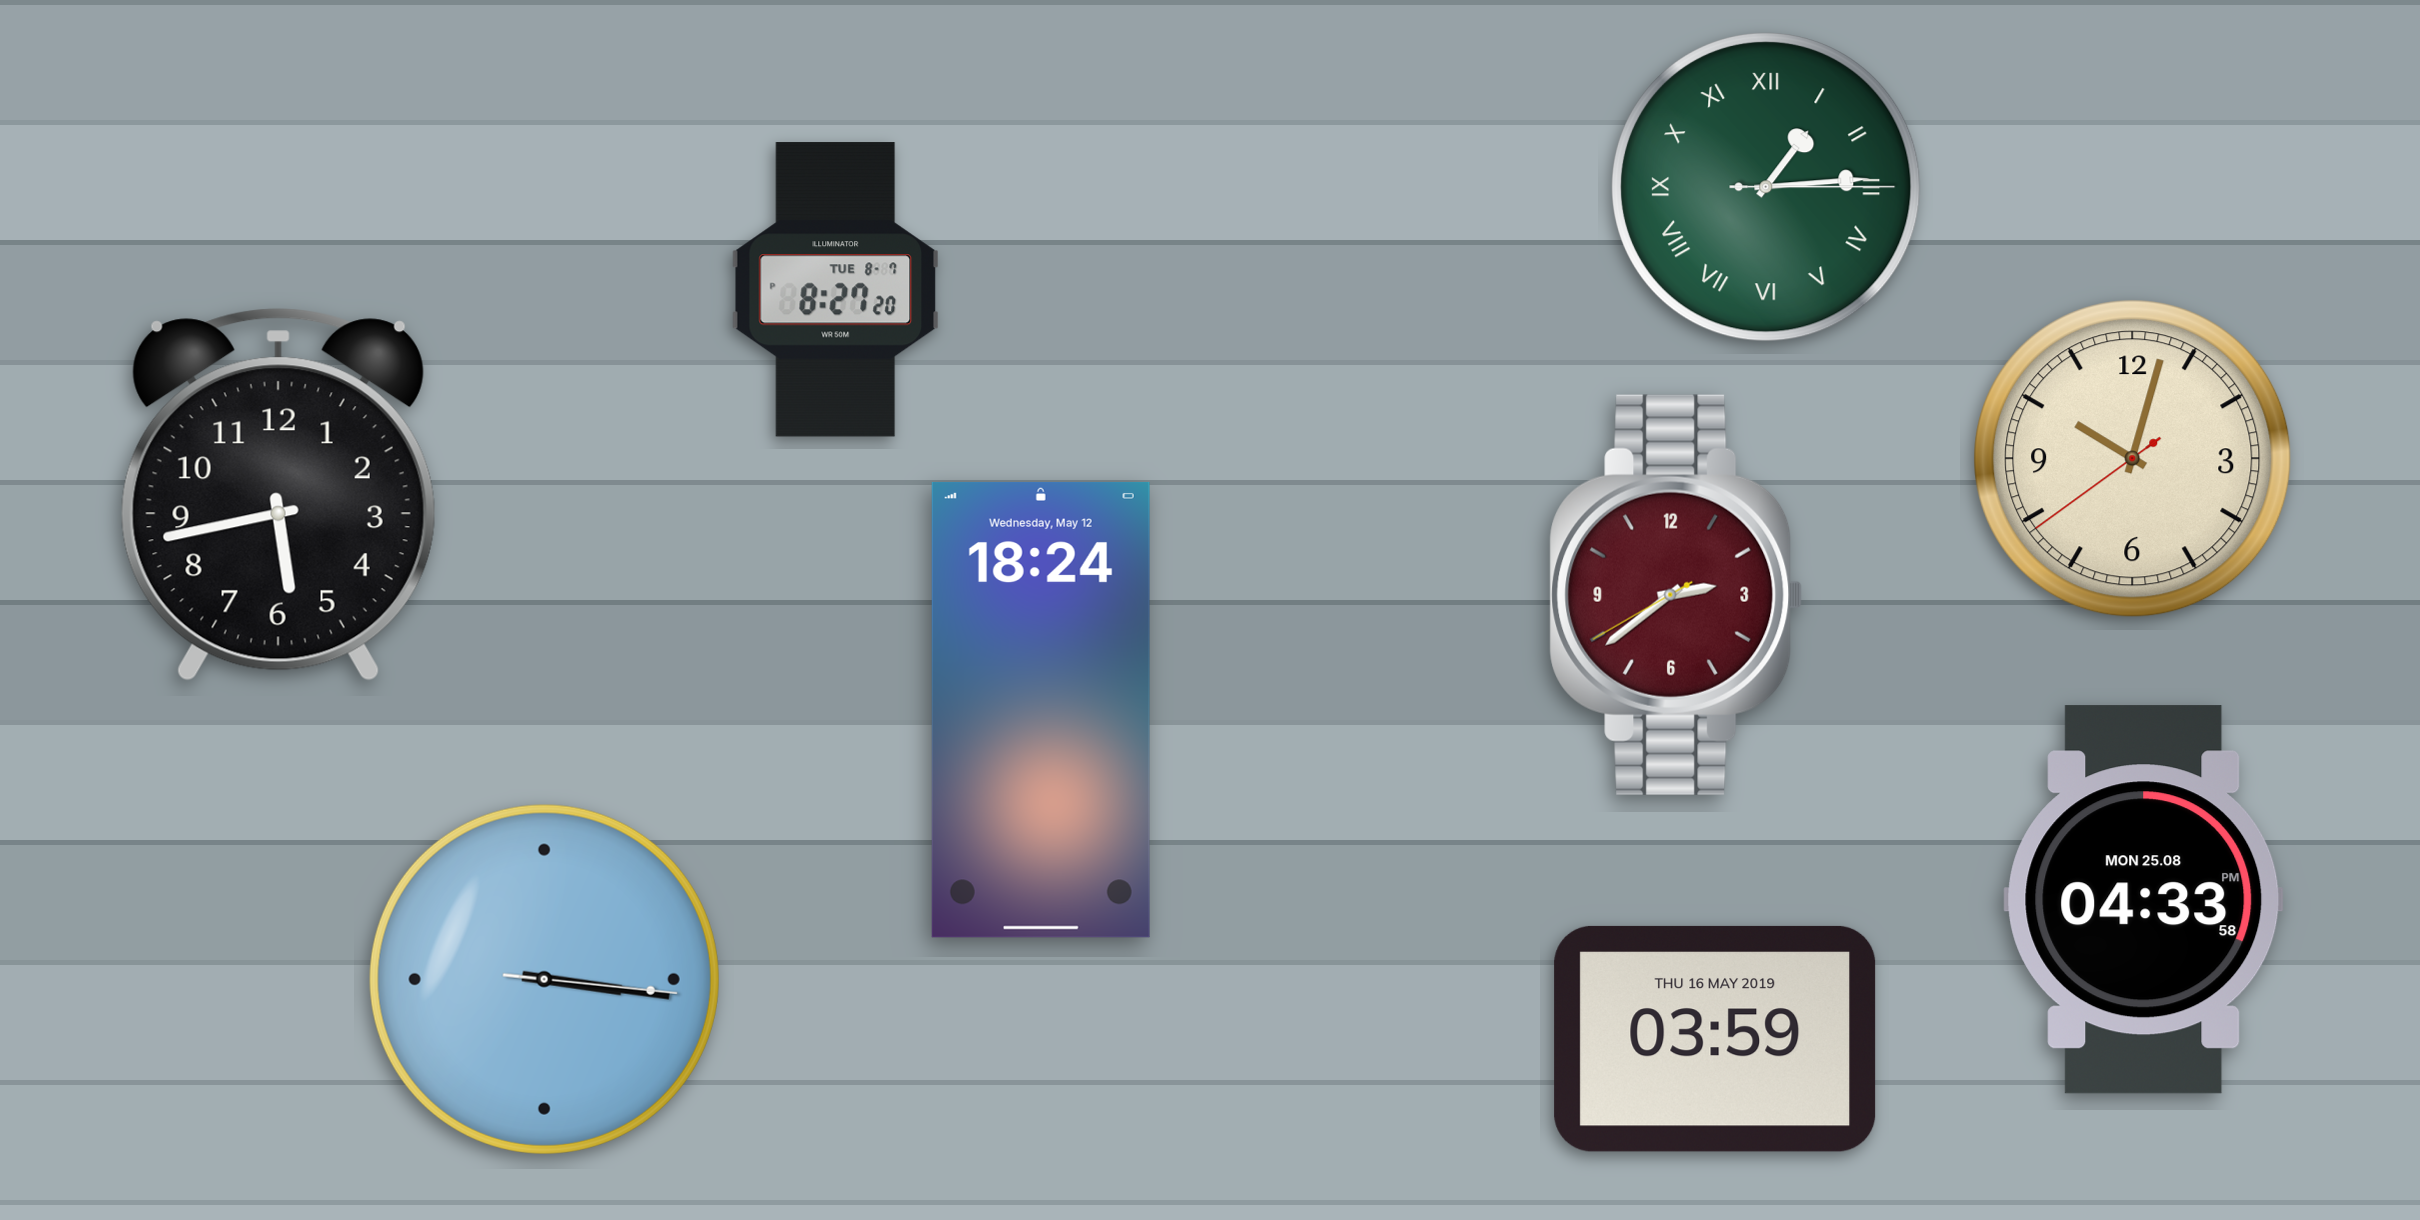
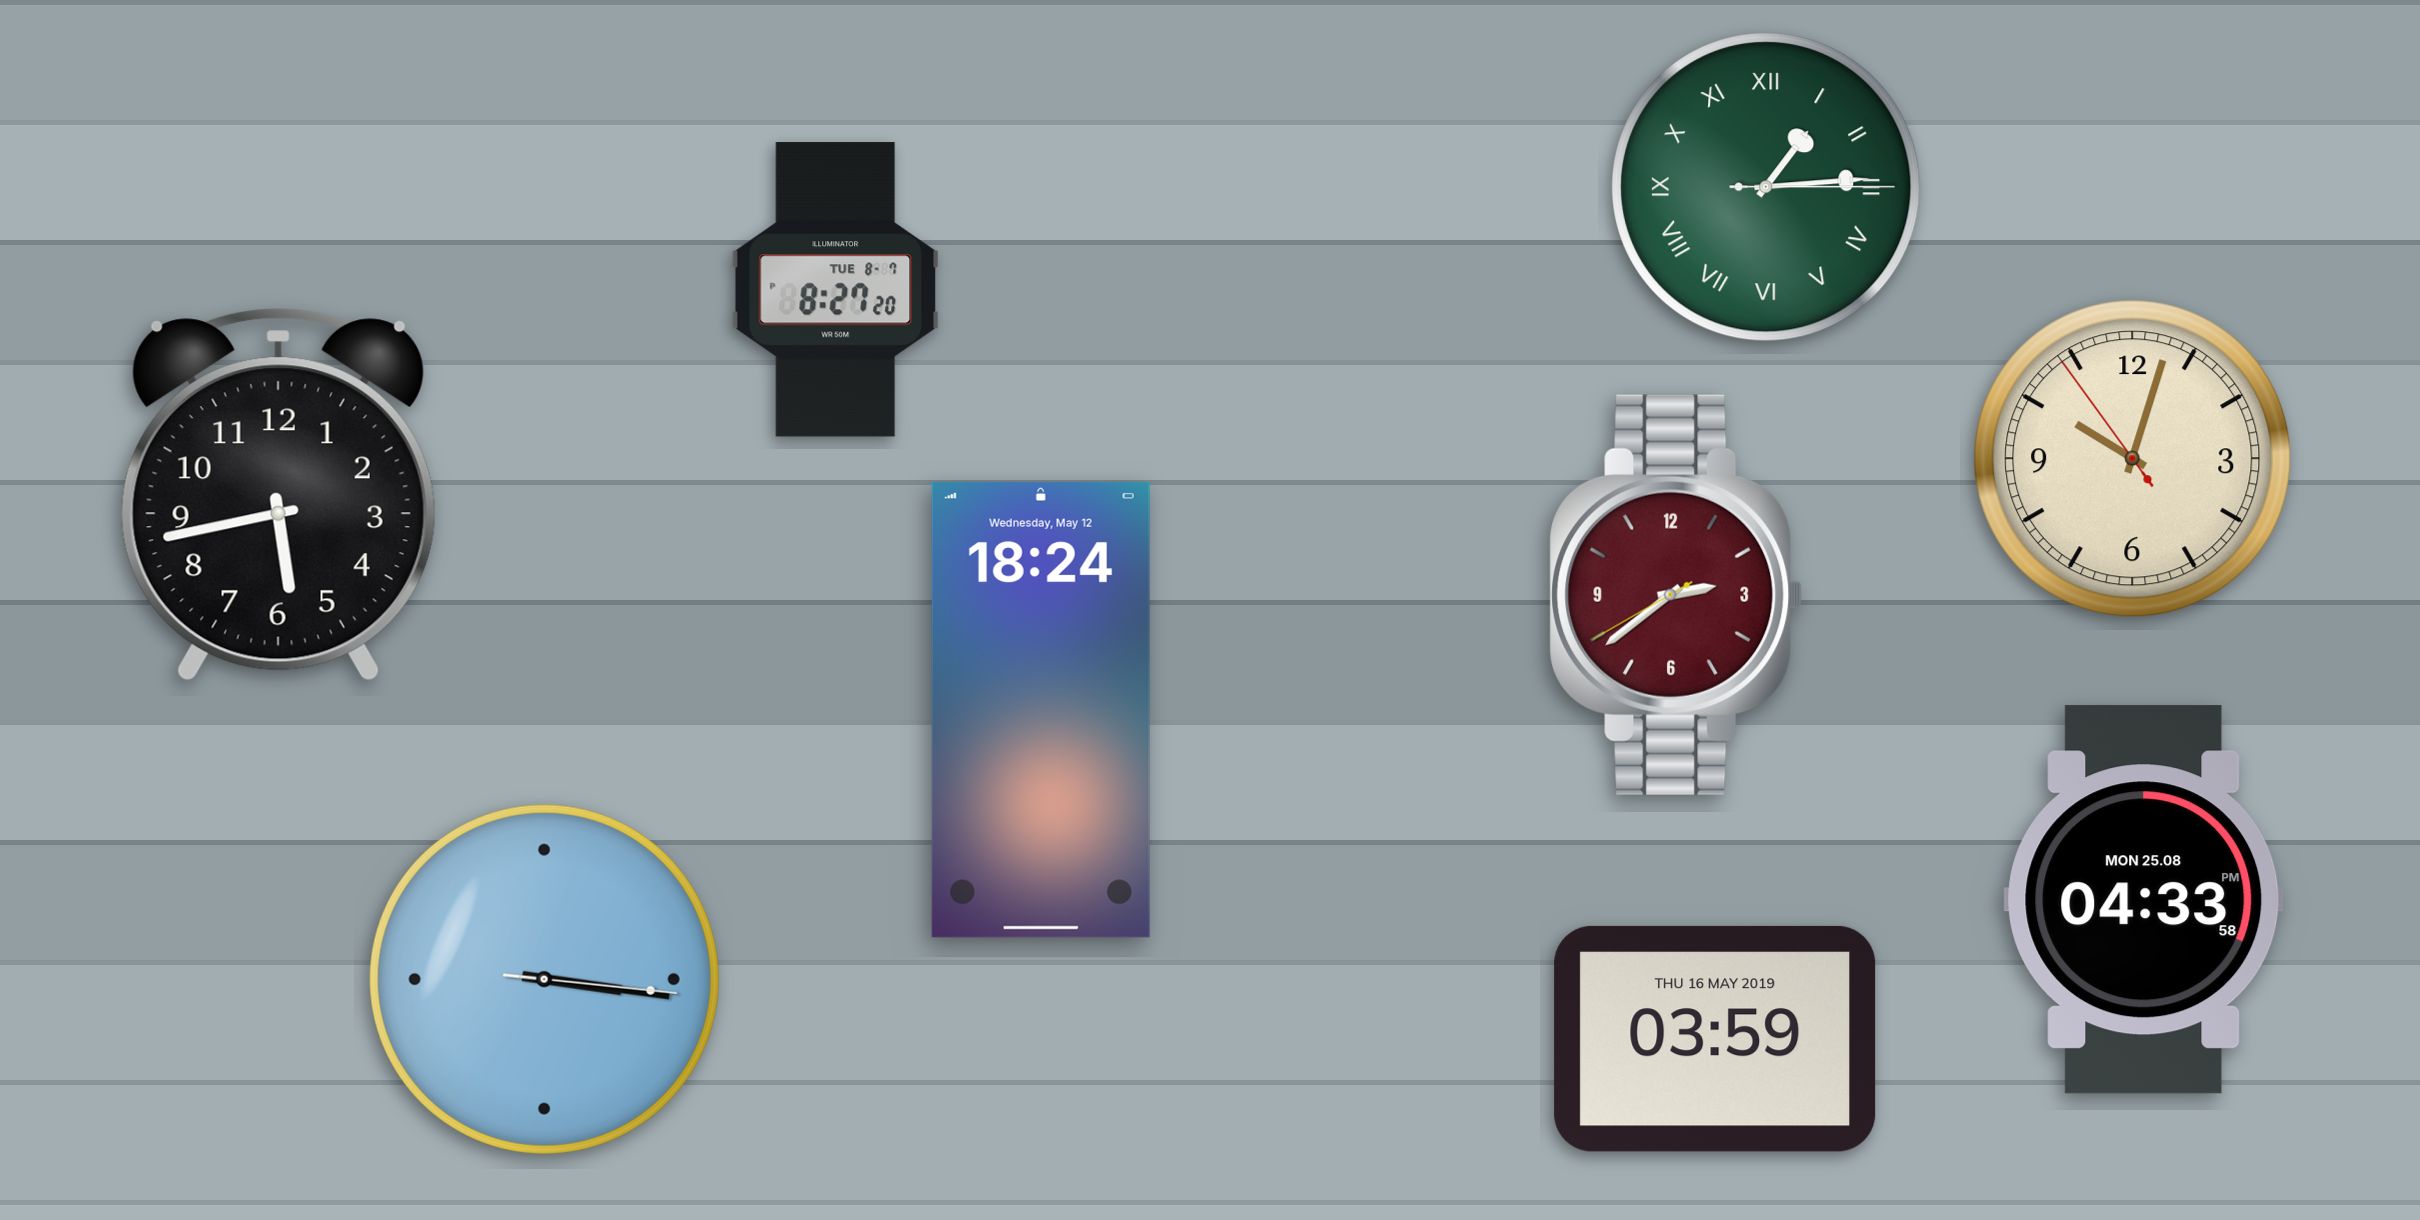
clock at (2133, 459): 10:02:39 -> 10:02:54
